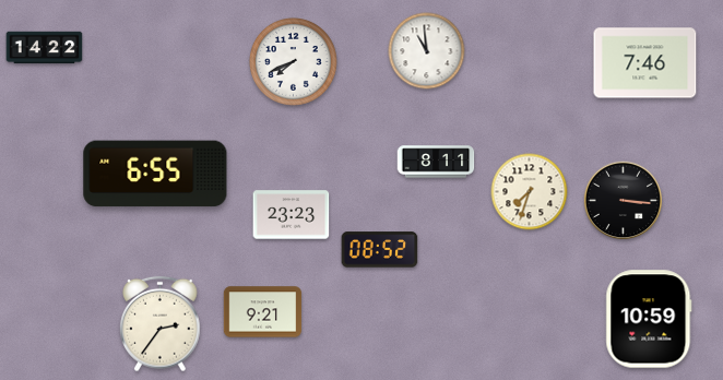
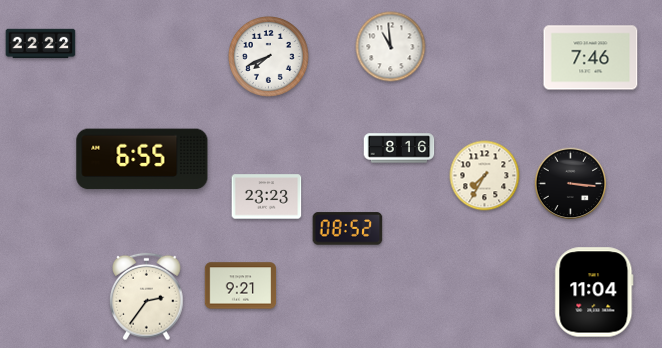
clock at (45, 48): 14:22 -> 22:22
clock at (436, 162): 8:11 -> 8:16
clock at (530, 192): 7:33 -> 7:35
clock at (649, 319): 10:59 -> 11:04
